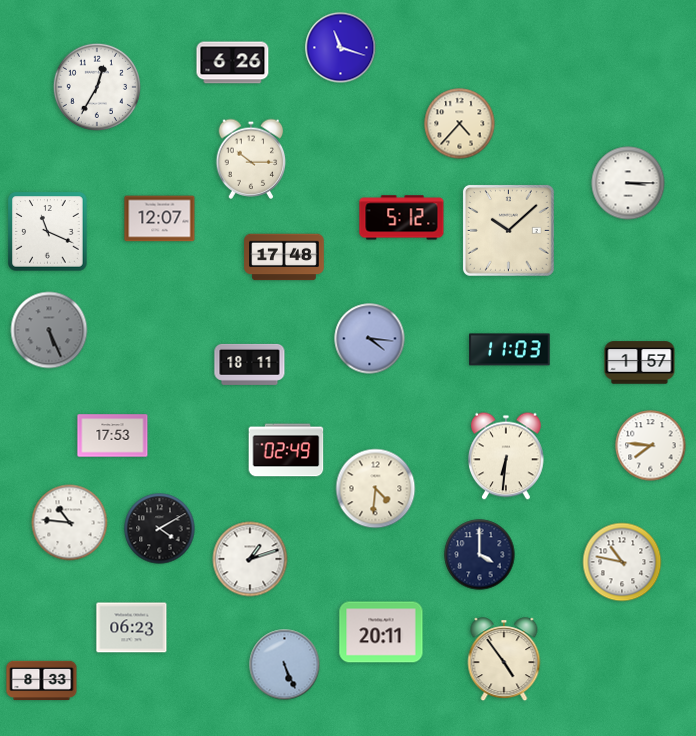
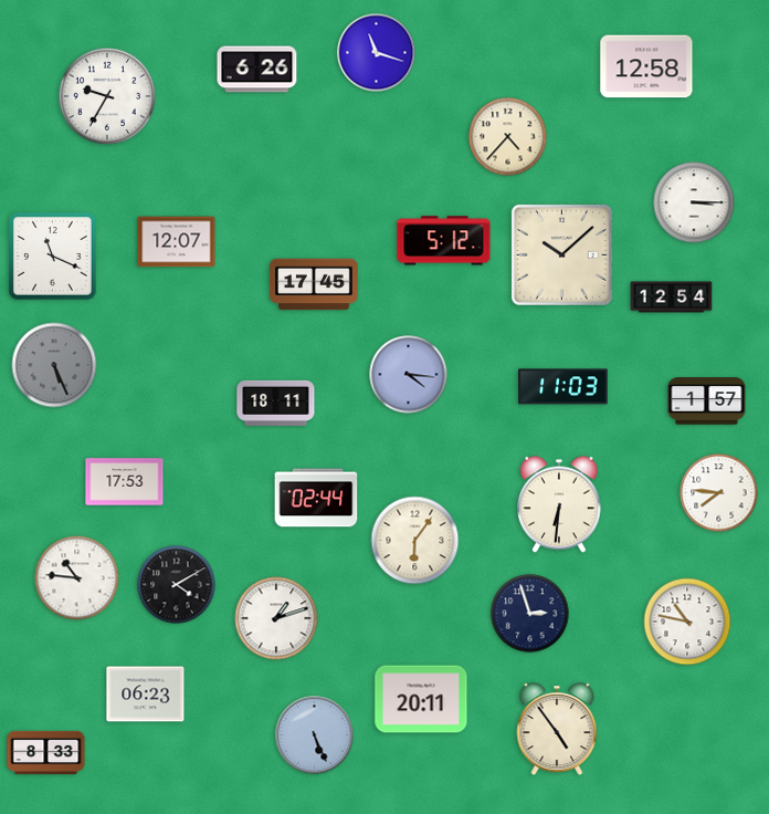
clock at (646, 66): none -> 12:58
clock at (96, 86): 12:35 -> 9:35
clock at (251, 159): 10:15 -> none
clock at (284, 257): 17:48 -> 17:45
clock at (672, 298): none -> 12:54
clock at (286, 450): 02:49 -> 02:44
clock at (376, 489): 4:31 -> 6:06
clock at (480, 555): 4:00 -> 2:57
